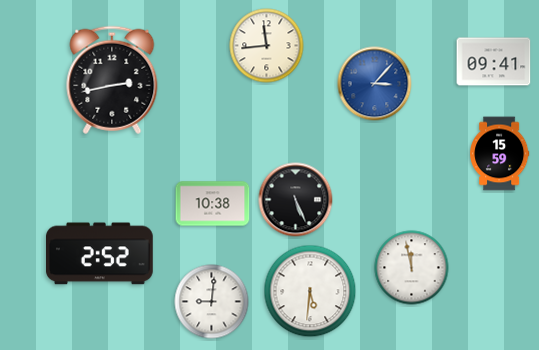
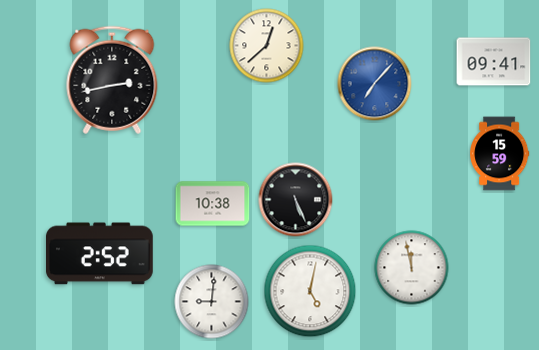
clock at (267, 46): 11:44 -> 12:38
clock at (375, 84): 3:07 -> 7:07
clock at (310, 291): 5:31 -> 5:02
